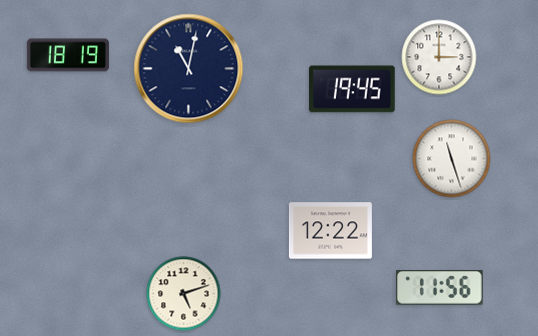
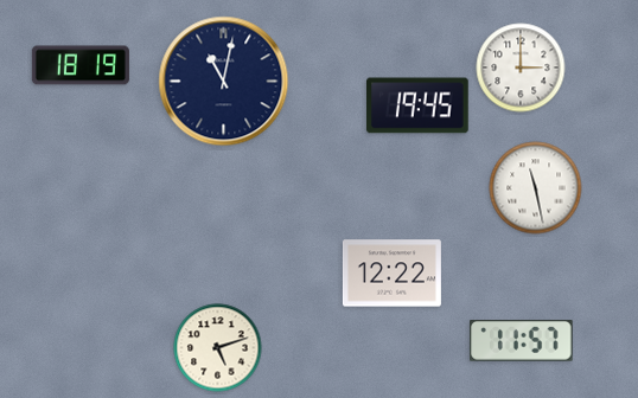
clock at (452, 159): 11:27 -> 11:28
clock at (440, 288): 11:56 -> 11:57
